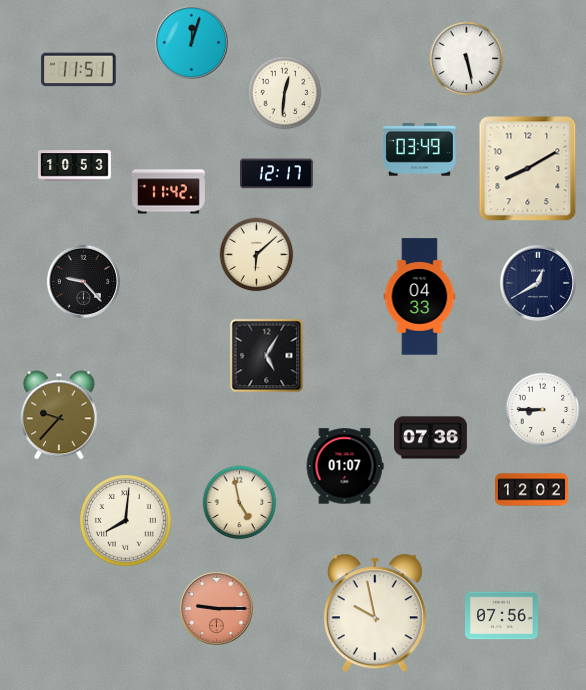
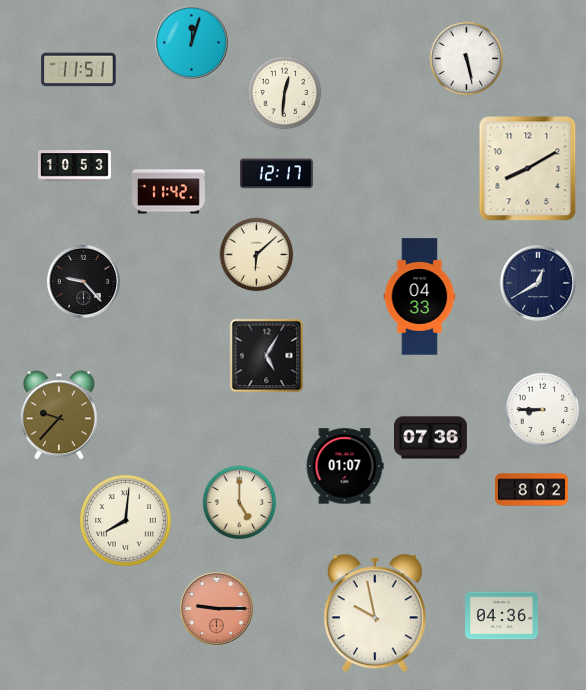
clock at (419, 150): 03:49 -> none
clock at (532, 490): 12:02 -> 8:02
clock at (240, 503): 4:58 -> 5:00
clock at (502, 616): 07:56 -> 04:36
